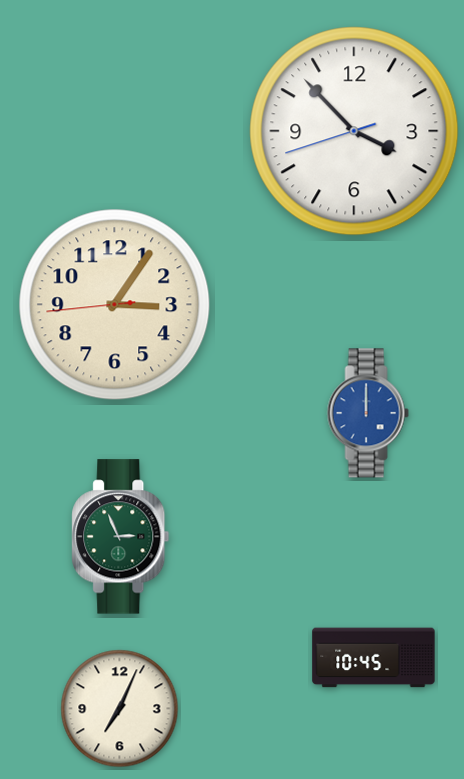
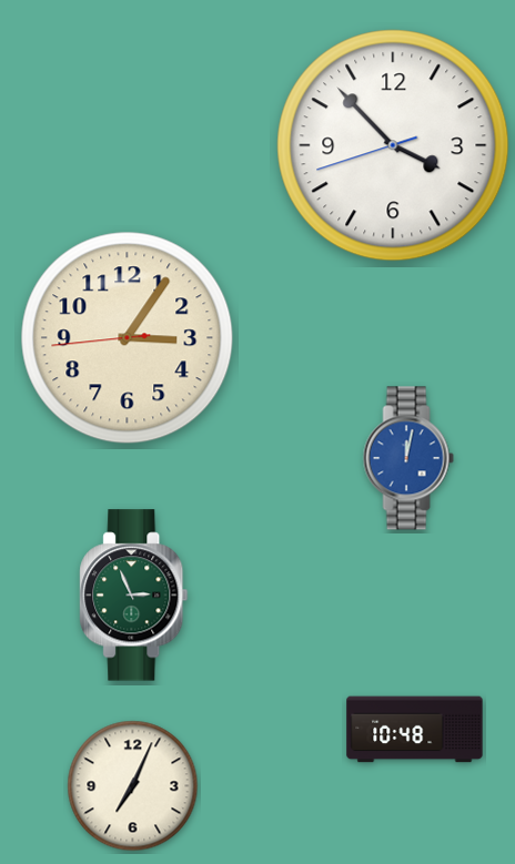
clock at (368, 413): 12:00 -> 12:02
clock at (374, 658): 10:45 -> 10:48
